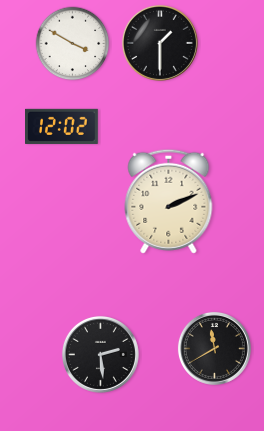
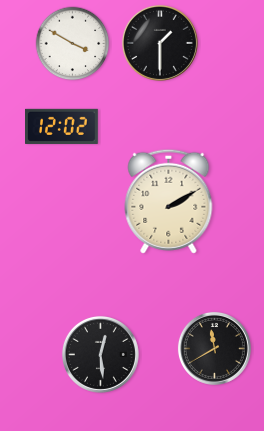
clock at (169, 201): 2:11 -> 2:10
clock at (100, 354): 2:29 -> 12:29
